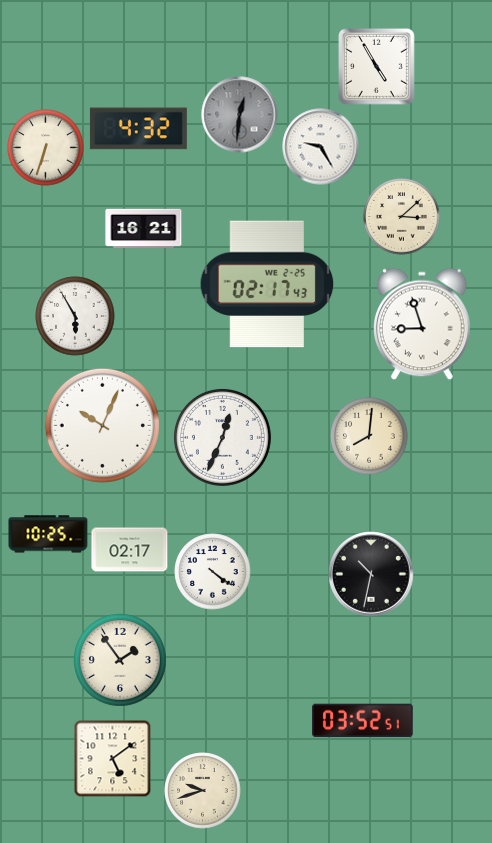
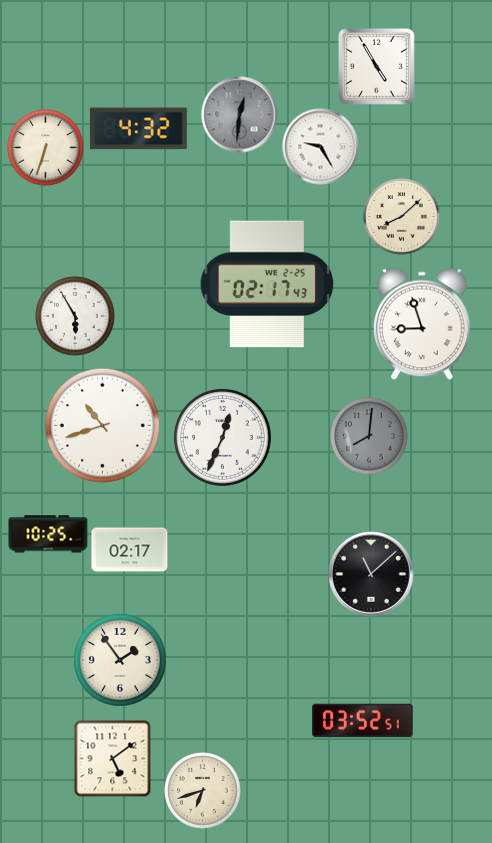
clock at (402, 217): 3:08 -> 8:08
clock at (144, 229): 16:21 -> none
clock at (102, 425): 10:04 -> 10:42
clock at (369, 436) dial: cream -> grey
clock at (213, 572): 4:21 -> none
clock at (371, 574): 10:32 -> 11:08
clock at (203, 791): 9:42 -> 6:42
